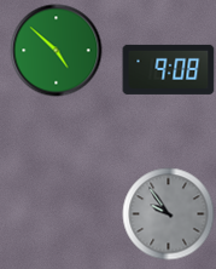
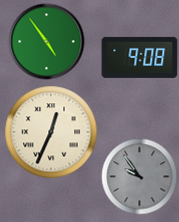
clock at (57, 51): 4:52 -> 4:54
clock at (51, 132): none -> 12:34
